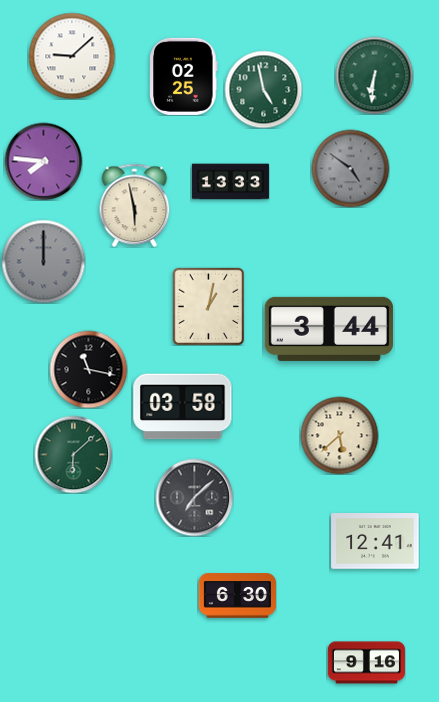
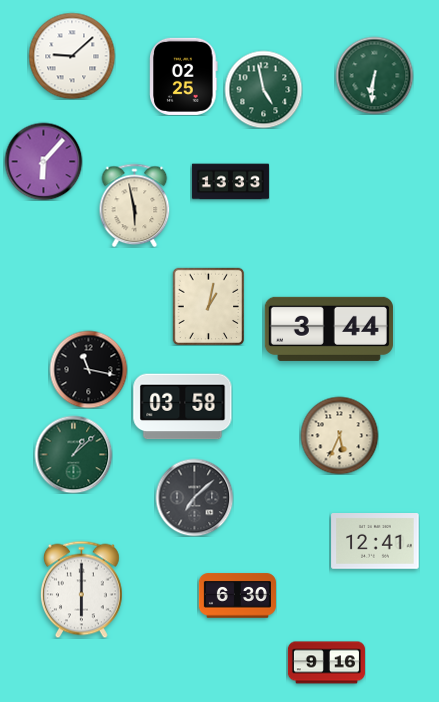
clock at (43, 161): 7:46 -> 6:07
clock at (350, 168): 4:51 -> none
clock at (43, 261): 12:00 -> none
clock at (339, 435): 5:38 -> 5:34
clock at (73, 454): 6:08 -> 1:08
clock at (81, 589): none -> 6:00
clock at (366, 663) position: (366, 663) -> (326, 663)
